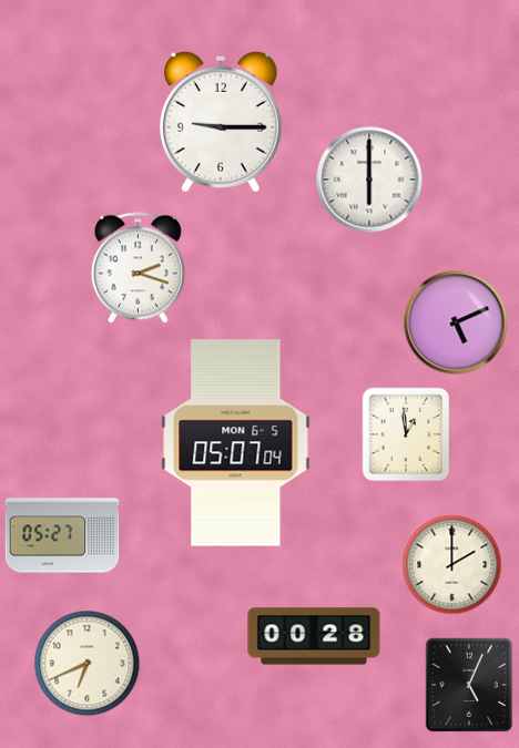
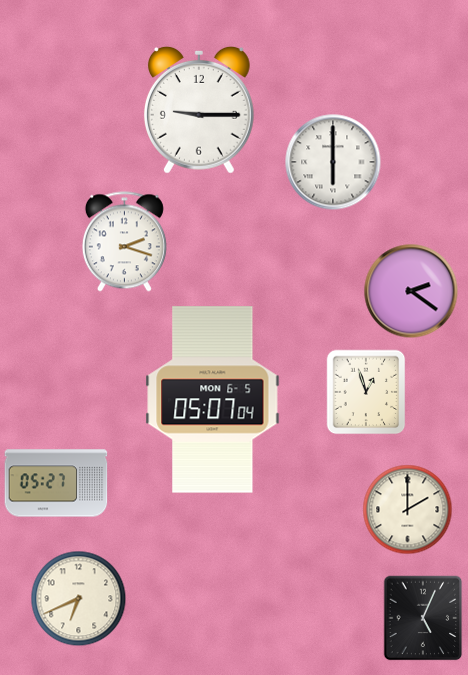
clock at (456, 322): 5:11 -> 2:21
clock at (406, 434): 12:59 -> 12:57
clock at (314, 636): 00:28 -> none
